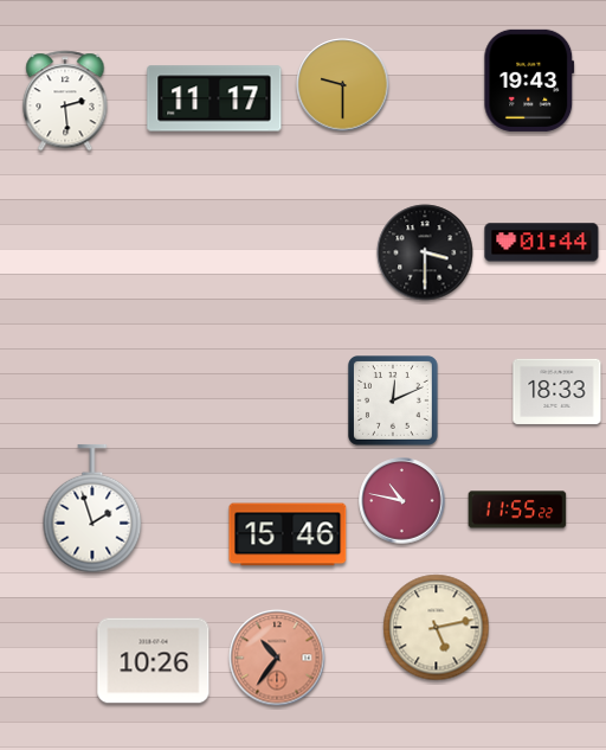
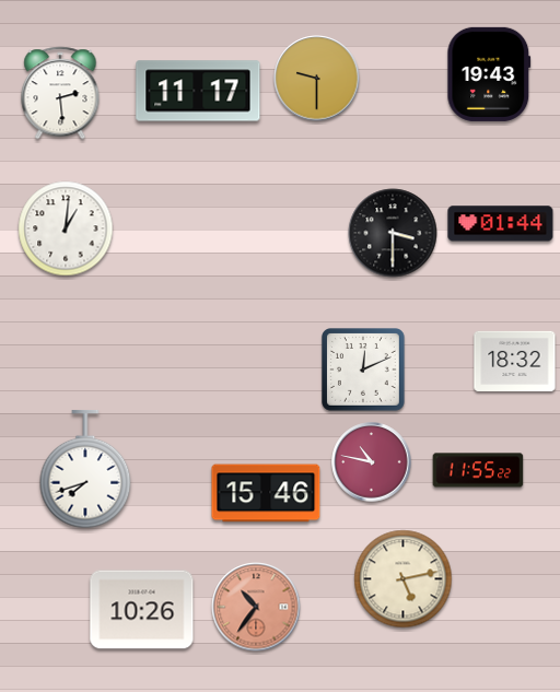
clock at (66, 228): none -> 1:01
clock at (557, 391): 18:33 -> 18:32
clock at (92, 508): 1:57 -> 7:42
